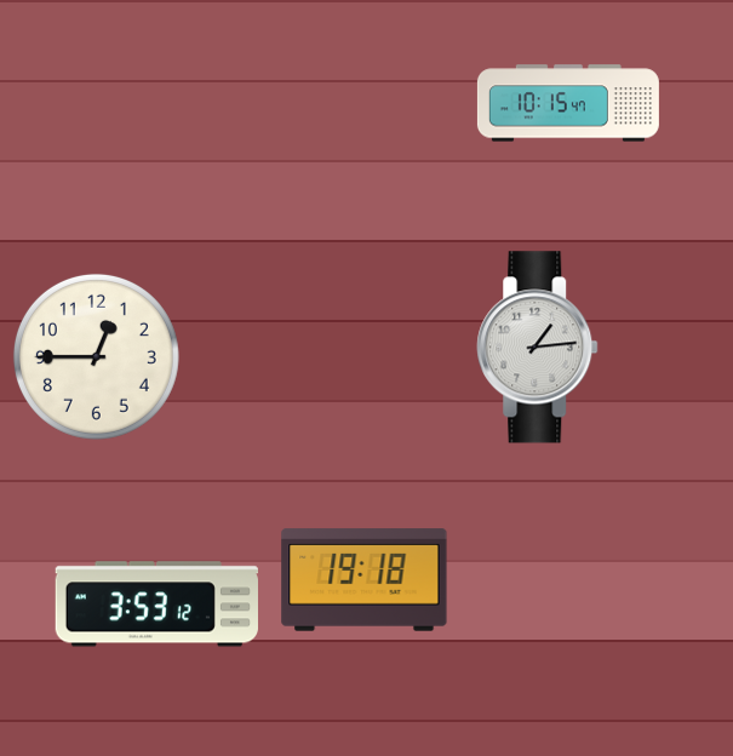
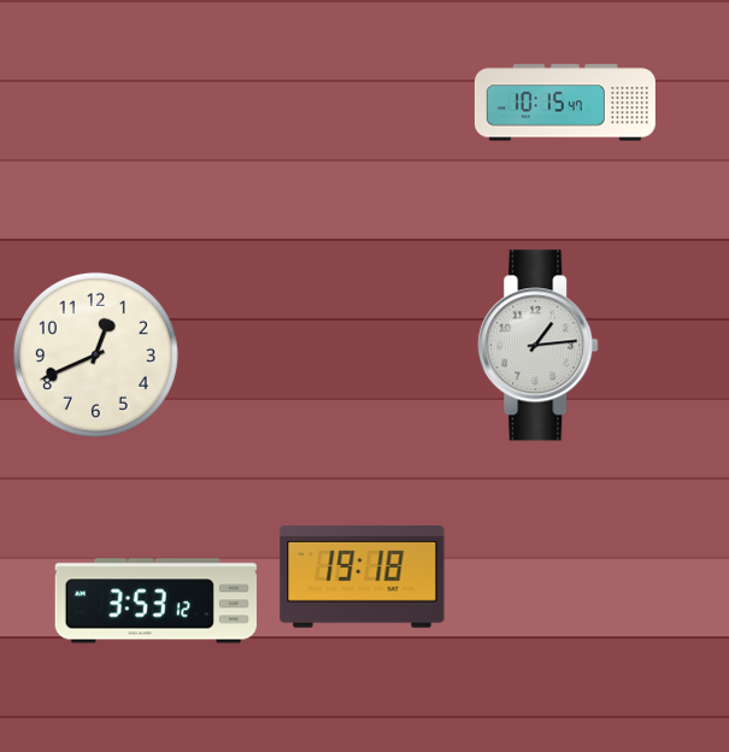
clock at (538, 348) position: (538, 348) -> (539, 346)
clock at (96, 356): 12:45 -> 12:41
